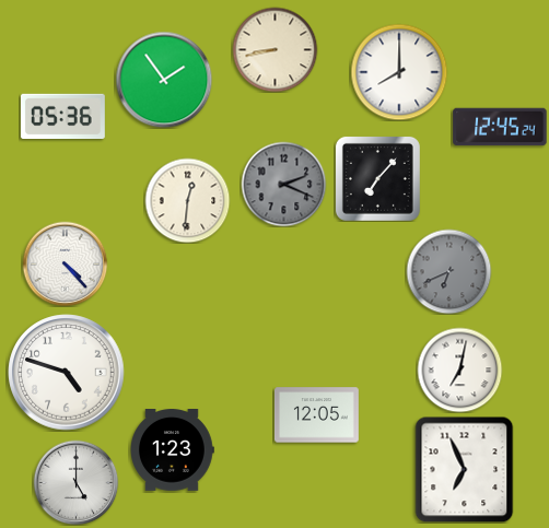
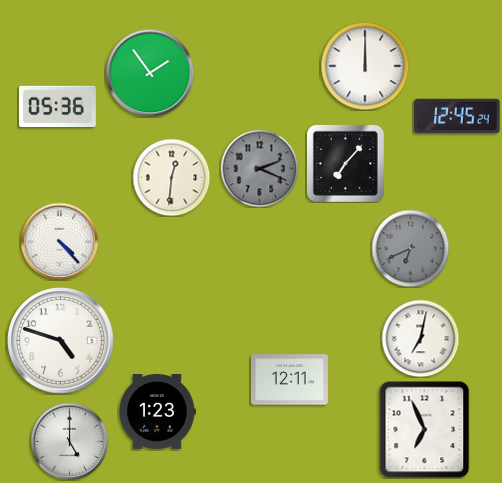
clock at (274, 49): 8:43 -> none
clock at (399, 72): 8:00 -> 12:00
clock at (187, 200) position: (187, 200) -> (171, 177)
clock at (316, 415): 12:05 -> 12:11
